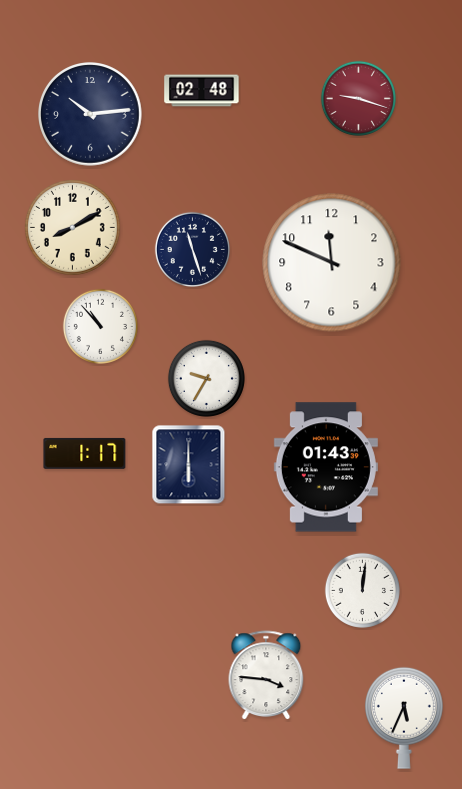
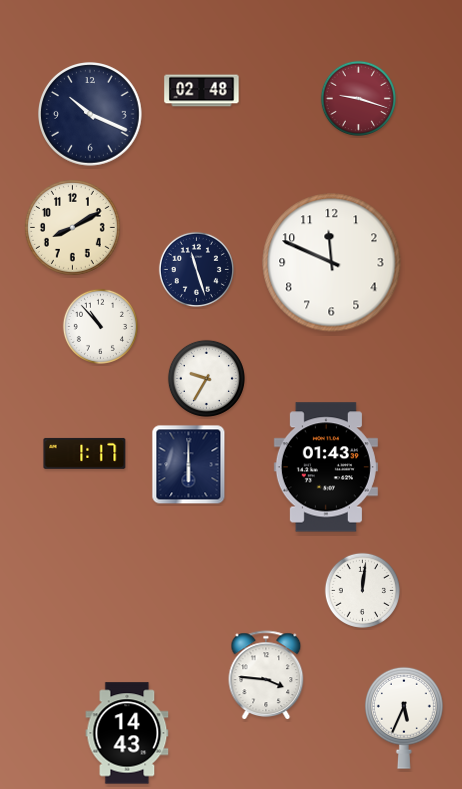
clock at (91, 115): 10:14 -> 10:19
clock at (192, 249) position: (192, 249) -> (196, 269)
clock at (127, 733): none -> 14:43
